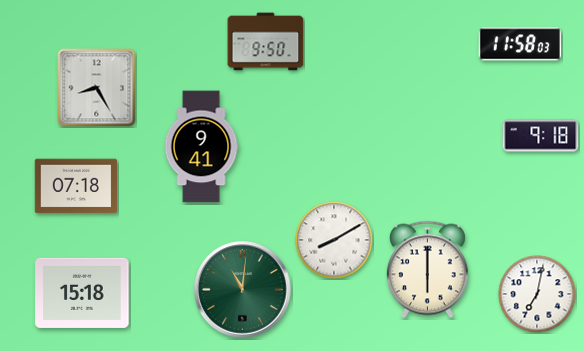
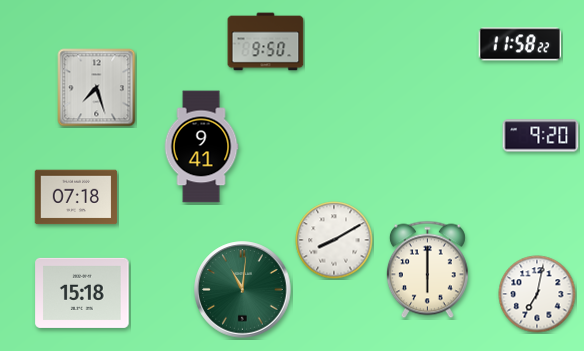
clock at (520, 44): 11:58:03 -> 11:58:22
clock at (97, 88): 8:25 -> 7:27
clock at (541, 136): 9:18 -> 9:20
clock at (76, 186) position: (76, 186) -> (76, 197)
